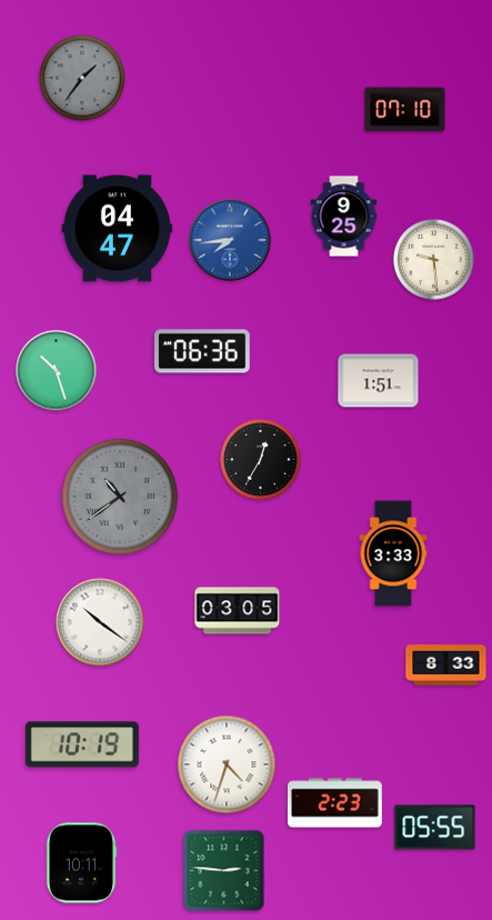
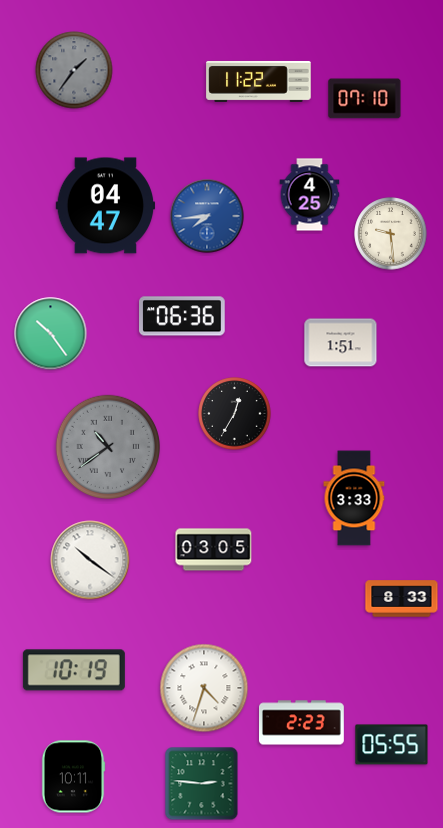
clock at (259, 81): none -> 11:22
clock at (344, 217): 9:25 -> 4:25
clock at (57, 371): 10:27 -> 10:24
